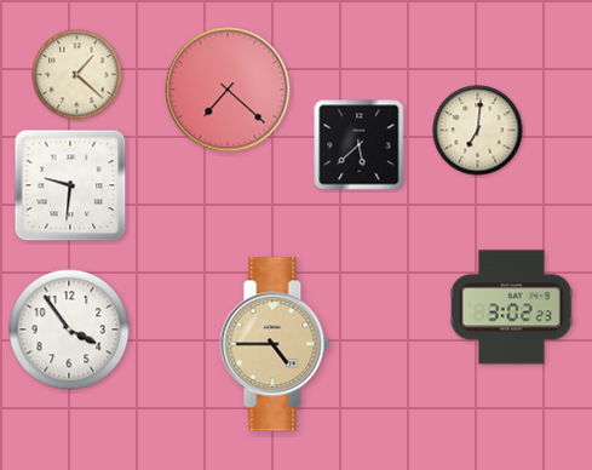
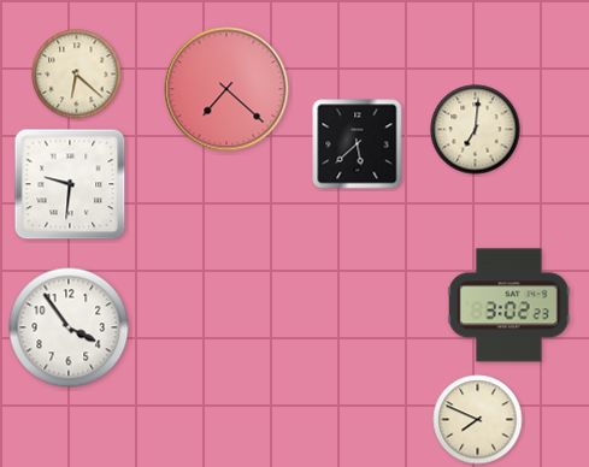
clock at (77, 75): 1:22 -> 6:22
clock at (275, 344): 4:45 -> none
clock at (478, 420): none -> 7:49
